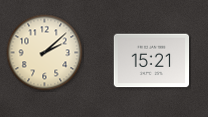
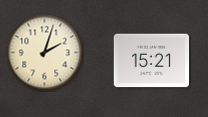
clock at (45, 53): 2:08 -> 2:03
